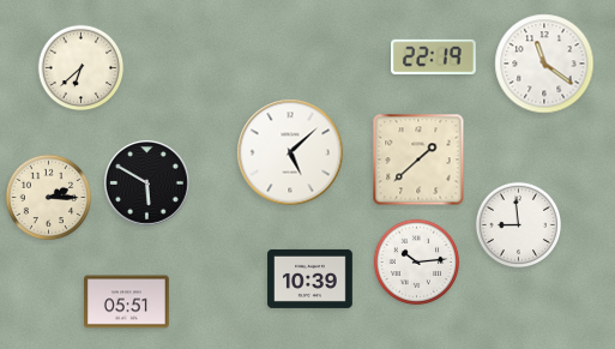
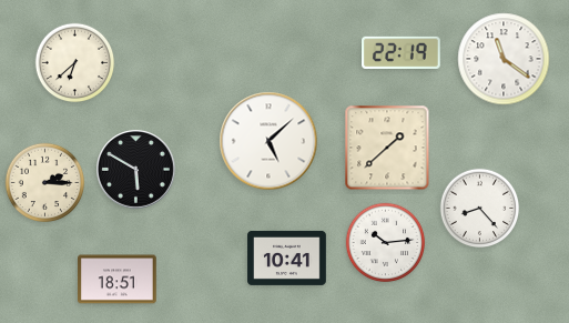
clock at (519, 225): 8:59 -> 8:23
clock at (310, 278): 10:39 -> 10:41
clock at (127, 302): 05:51 -> 18:51
